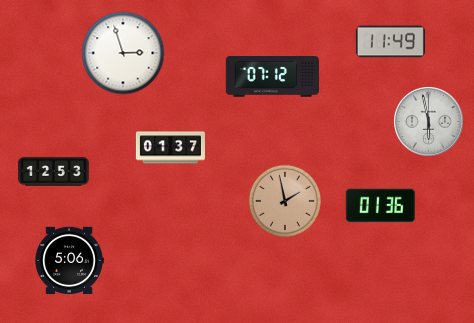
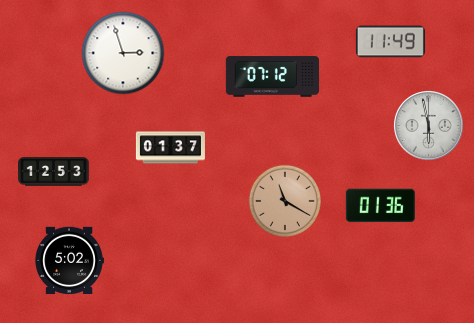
clock at (428, 121) position: (428, 121) -> (428, 125)
clock at (285, 201): 1:58 -> 11:20
clock at (69, 261): 5:06 -> 5:02
